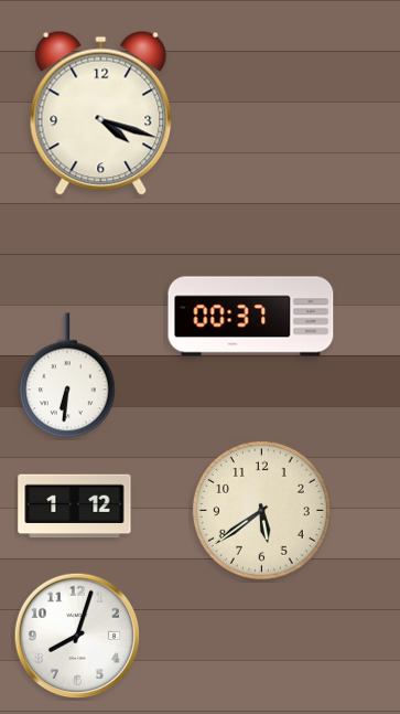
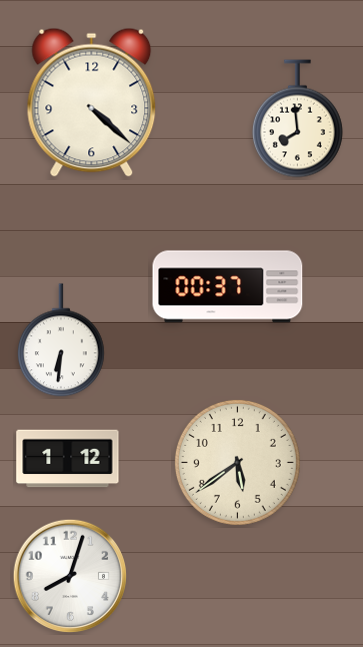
clock at (101, 113): 4:18 -> 4:22
clock at (297, 119): none -> 7:59
